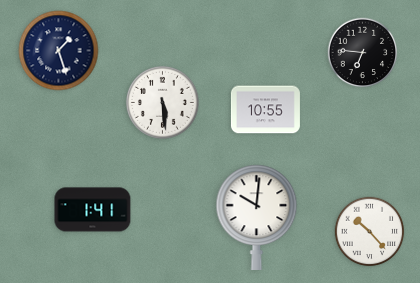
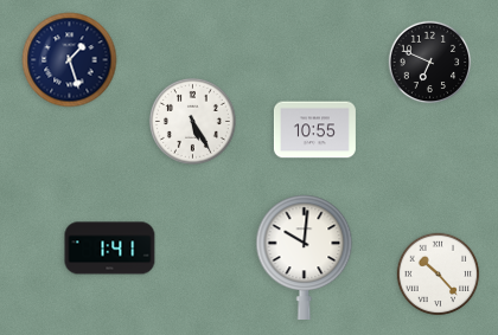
clock at (363, 53): 6:46 -> 6:49
clock at (162, 102): 5:29 -> 5:25
